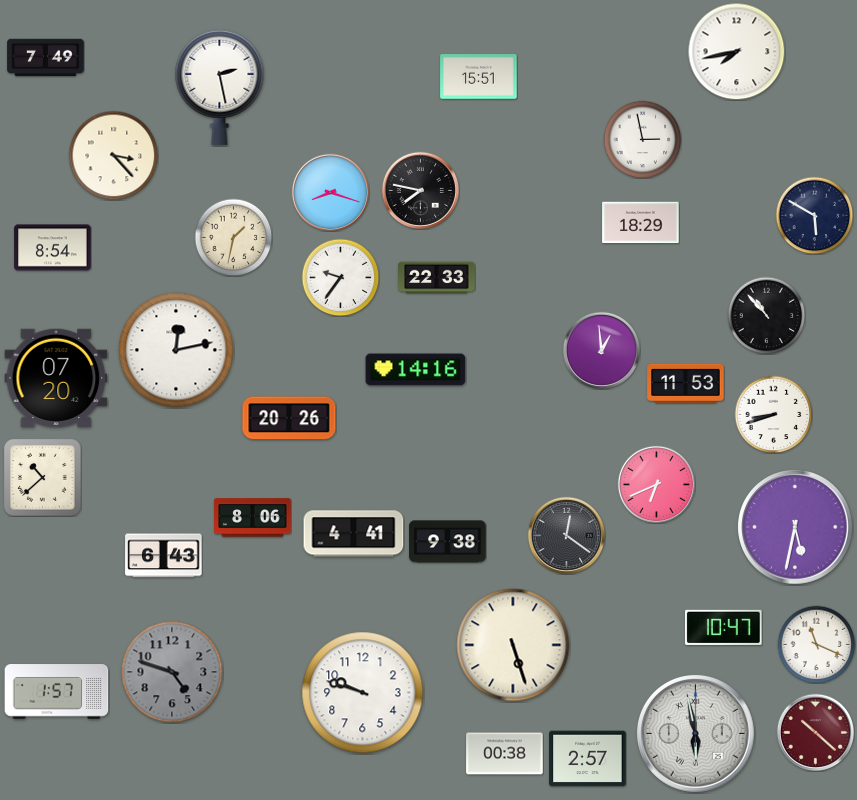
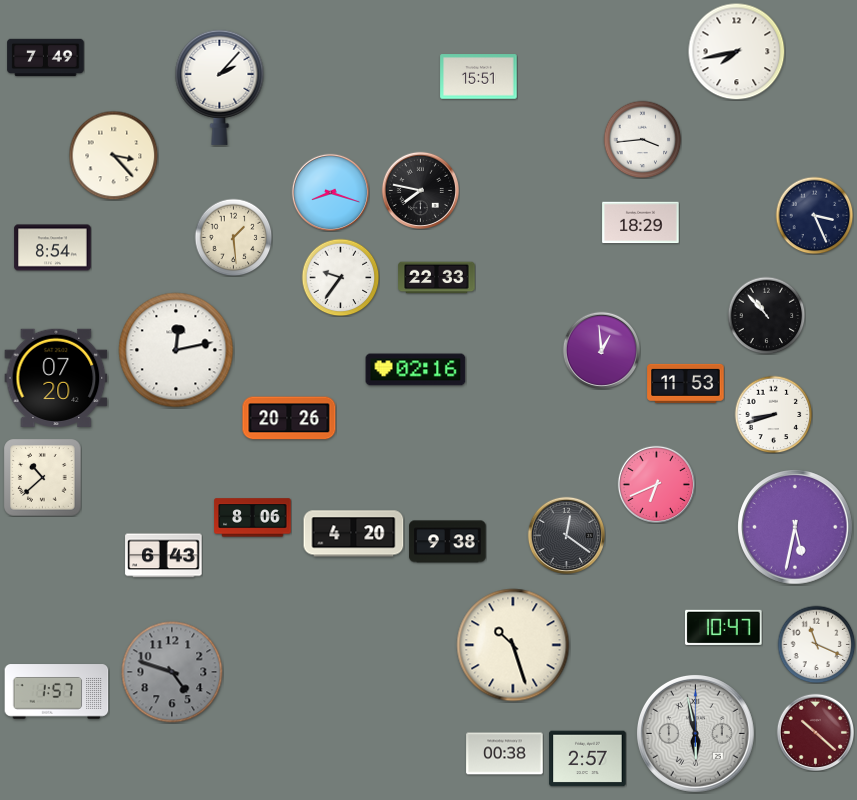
clock at (220, 87): 2:28 -> 2:07
clock at (642, 139): 2:58 -> 3:44
clock at (814, 215): 5:50 -> 3:26
clock at (233, 237): 1:32 -> 1:29
clock at (416, 370): 14:16 -> 02:16
clock at (354, 534): 4:41 -> 4:20
clock at (513, 645): 5:27 -> 10:27
clock at (363, 693): 9:48 -> none
